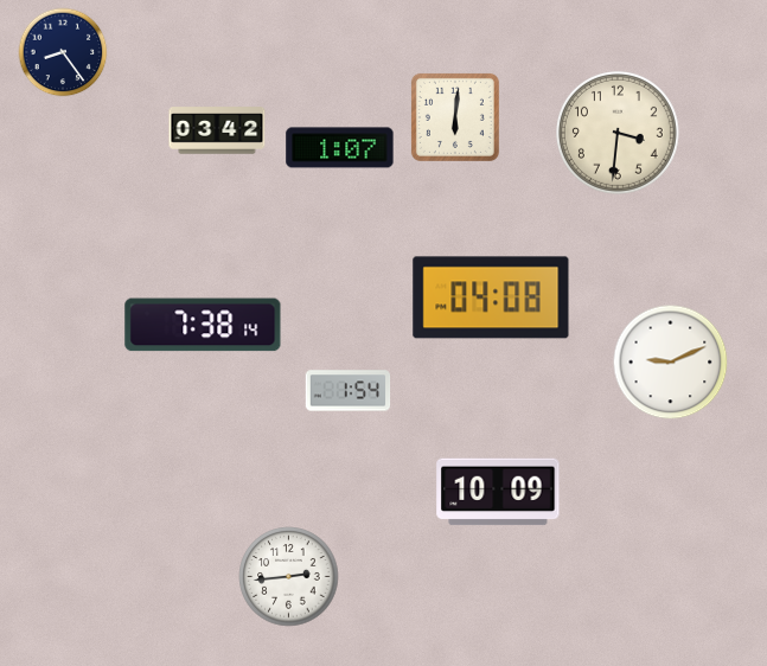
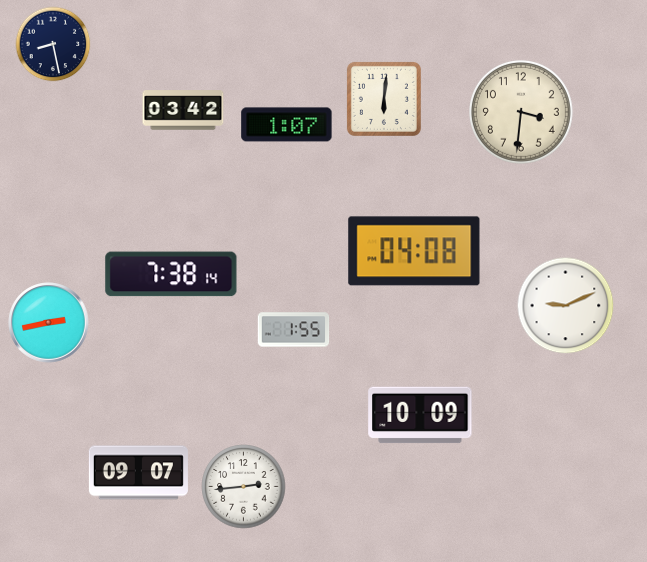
clock at (63, 52): 8:24 -> 8:28
clock at (49, 323): none -> 2:43
clock at (349, 391): 1:54 -> 1:55
clock at (138, 473): none -> 09:07
